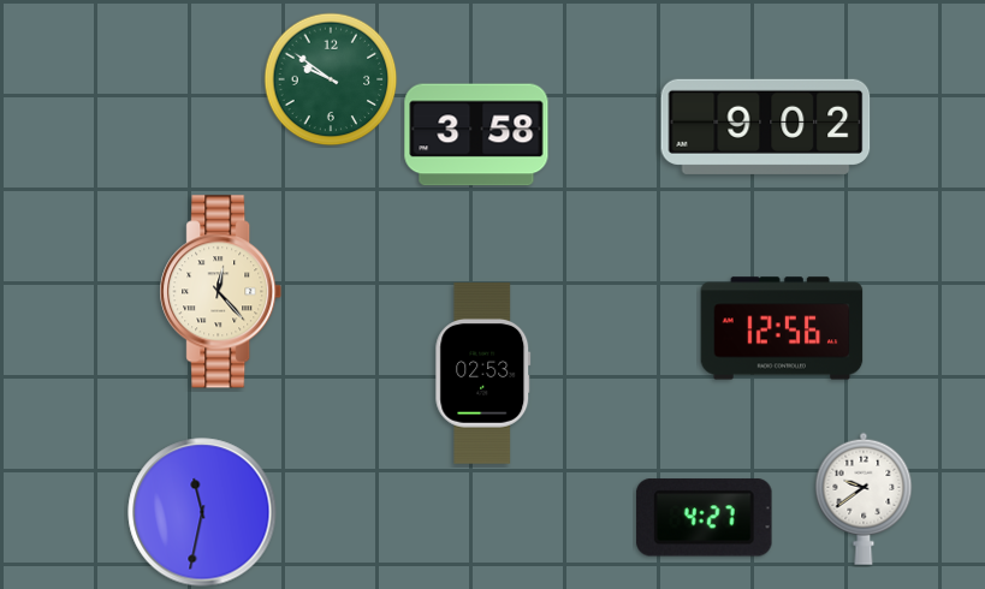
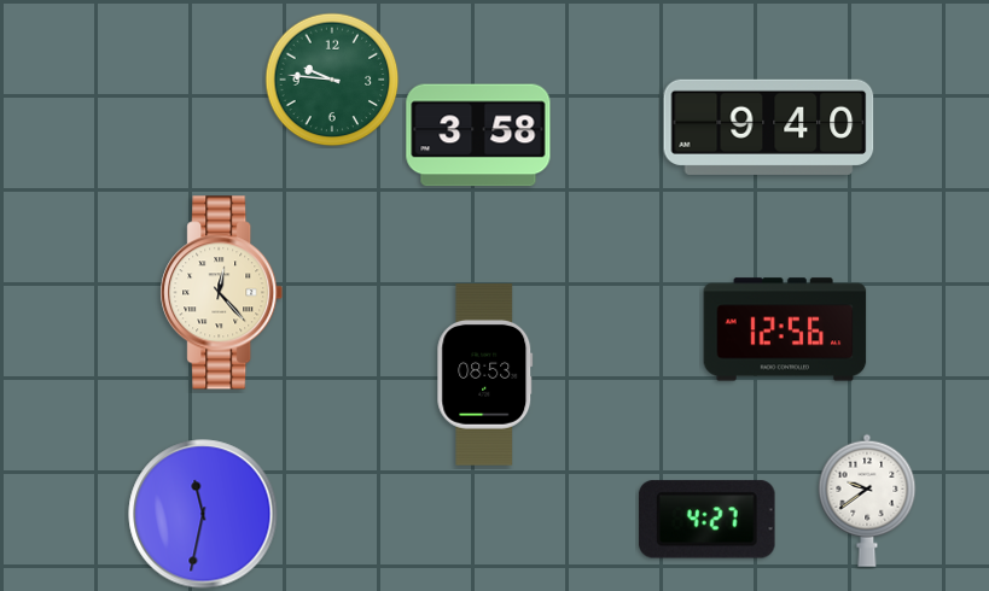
clock at (331, 79): 9:51 -> 9:46
clock at (766, 126): 9:02 -> 9:40
clock at (483, 374): 02:53 -> 08:53
